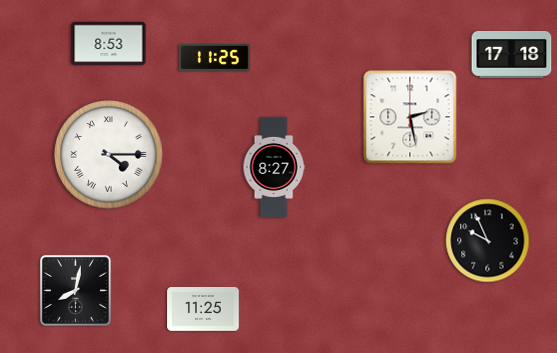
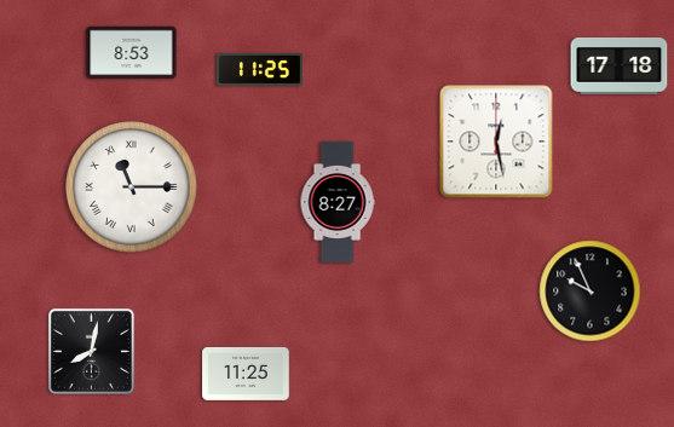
clock at (410, 117): 2:28 -> 12:28
clock at (109, 155): 4:15 -> 11:15
clock at (274, 167) position: (274, 167) -> (338, 202)
